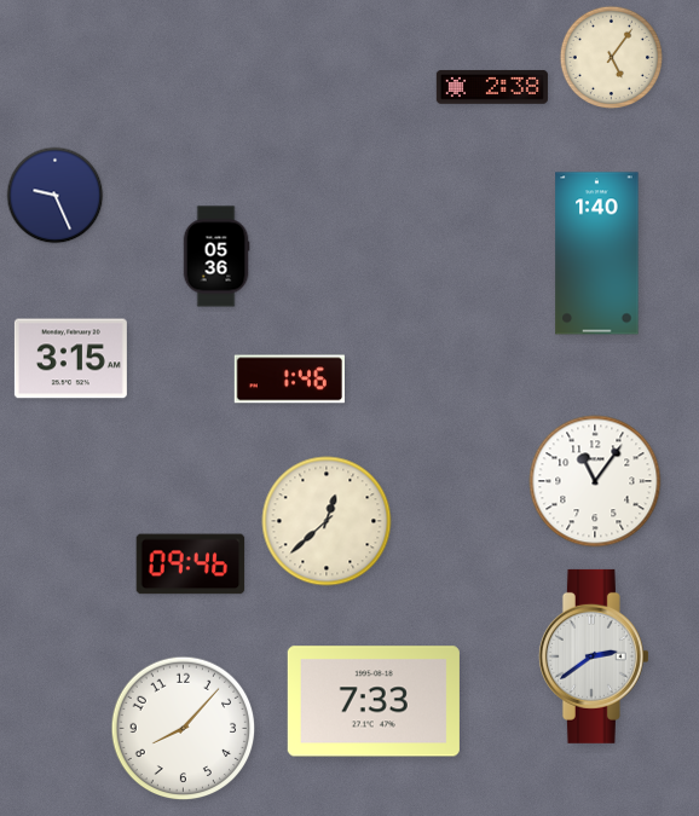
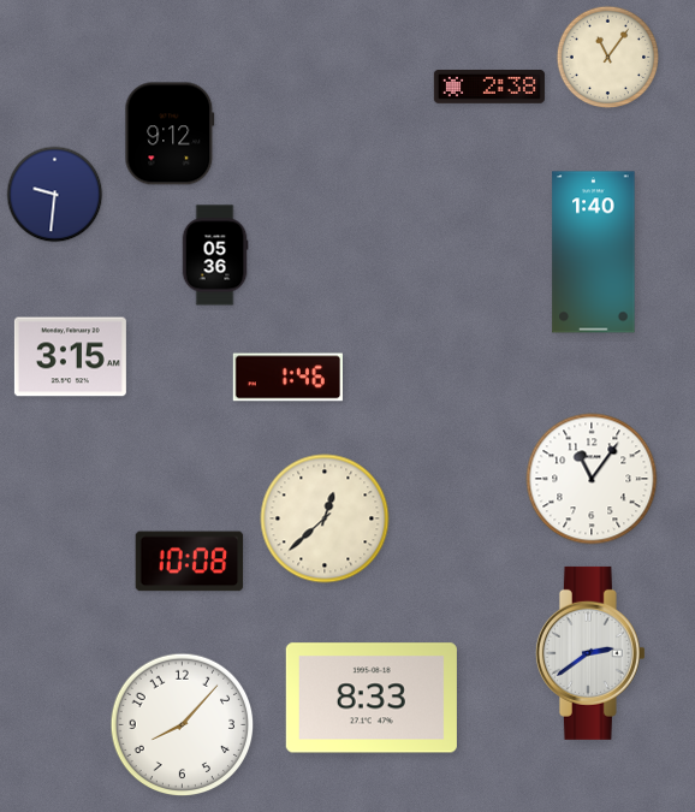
clock at (612, 58): 5:06 -> 11:06
clock at (170, 134): none -> 9:12
clock at (56, 196): 9:26 -> 9:31
clock at (191, 565): 09:46 -> 10:08
clock at (374, 701): 7:33 -> 8:33
